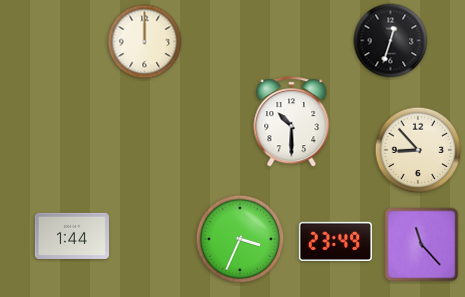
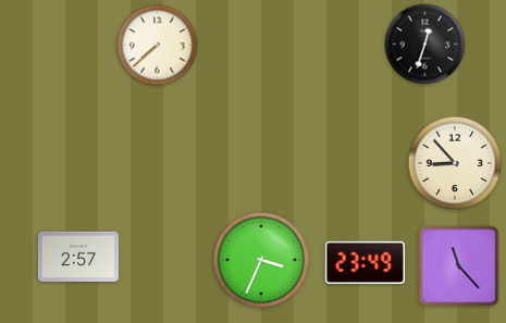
clock at (145, 42): 12:00 -> 7:38
clock at (292, 122): 10:30 -> none
clock at (72, 236): 1:44 -> 2:57
